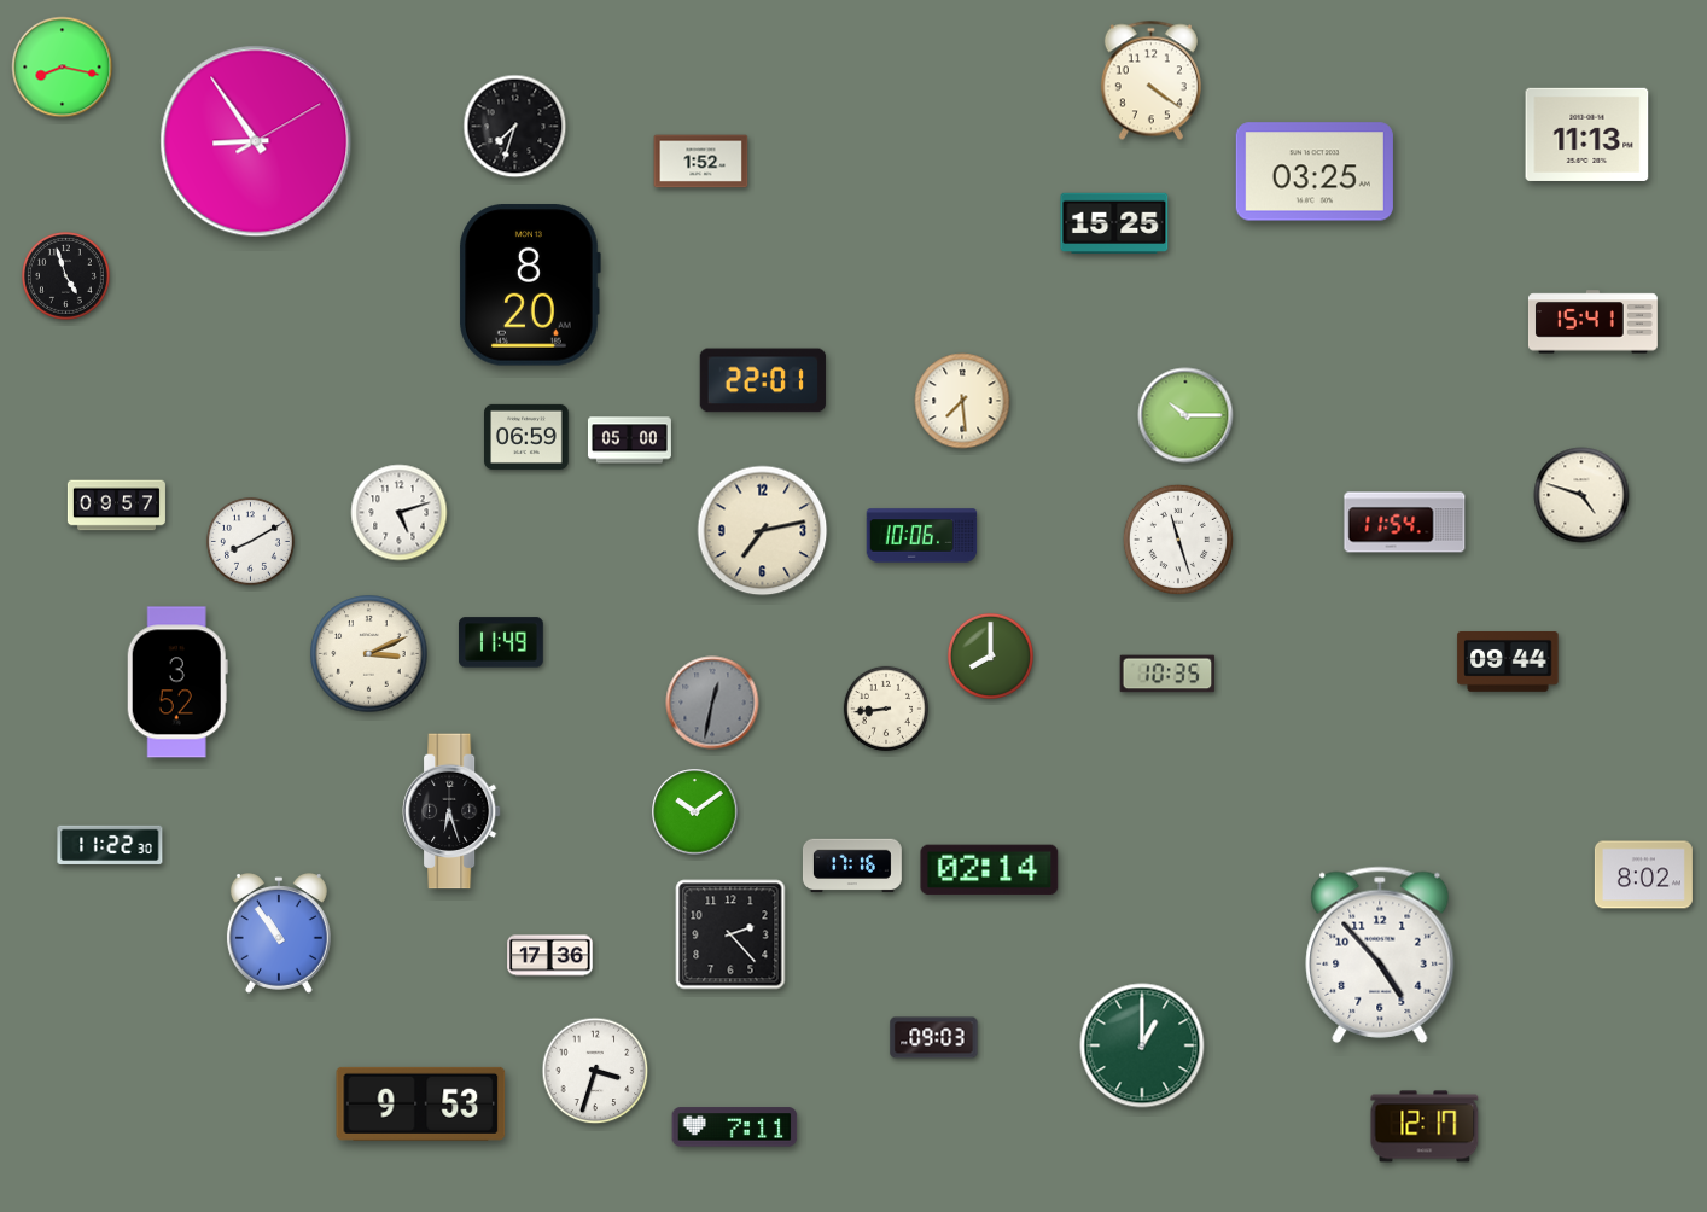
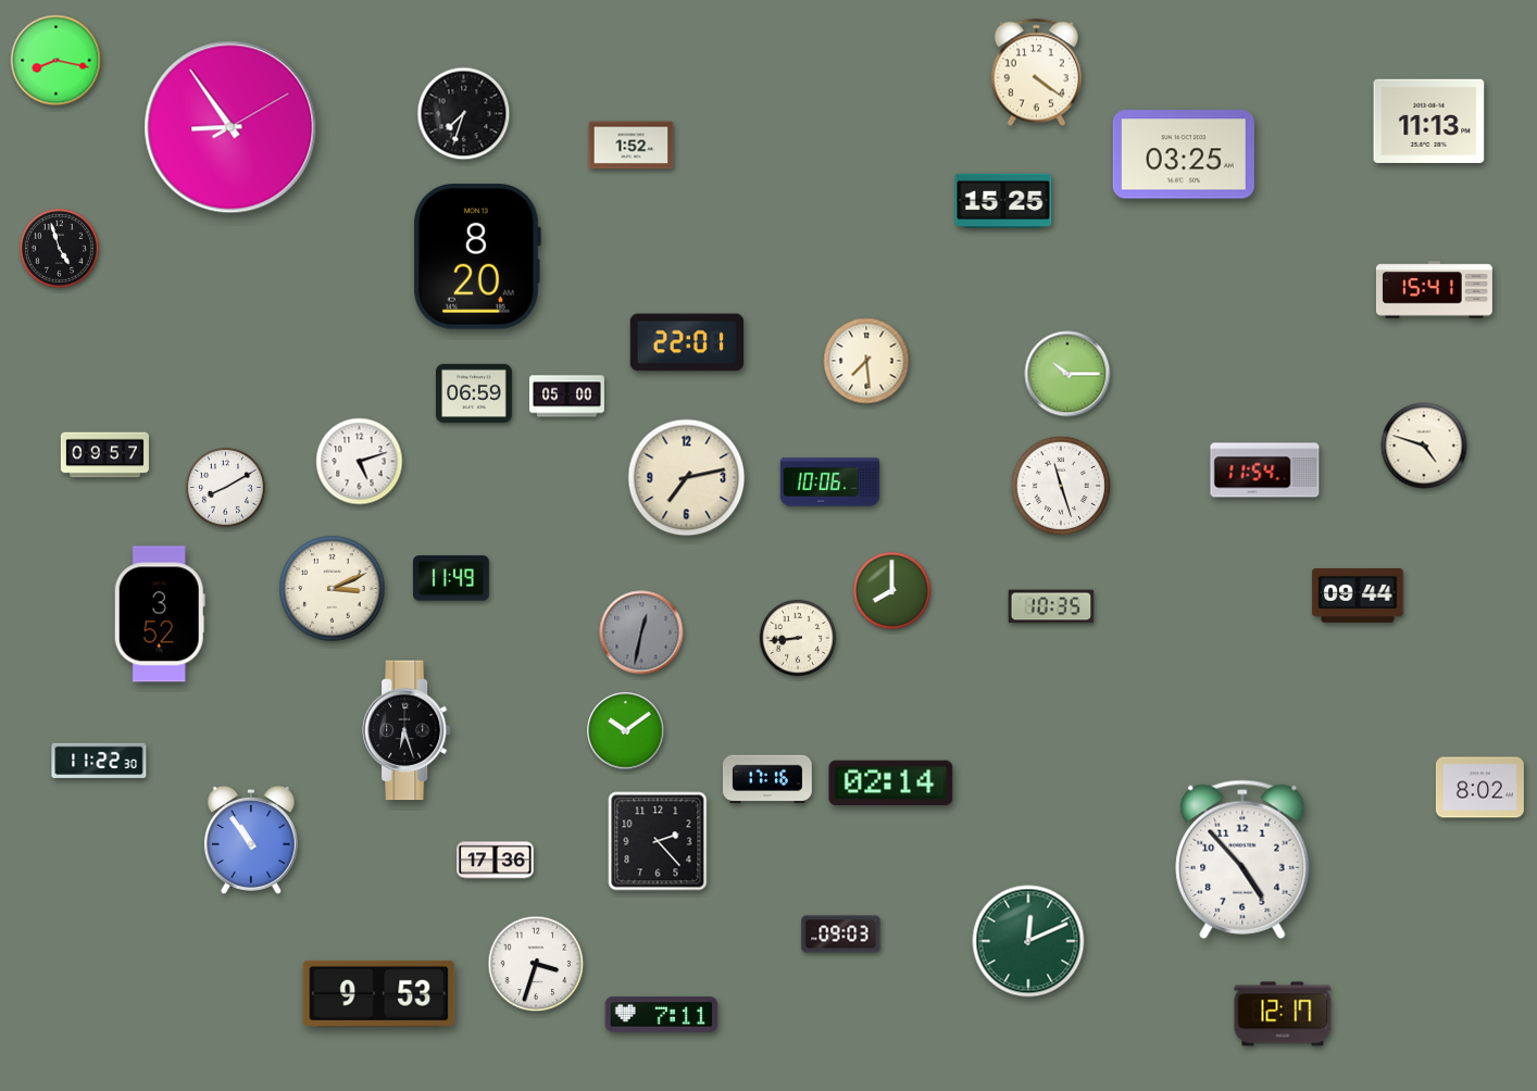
clock at (1142, 1045): 1:00 -> 12:11
